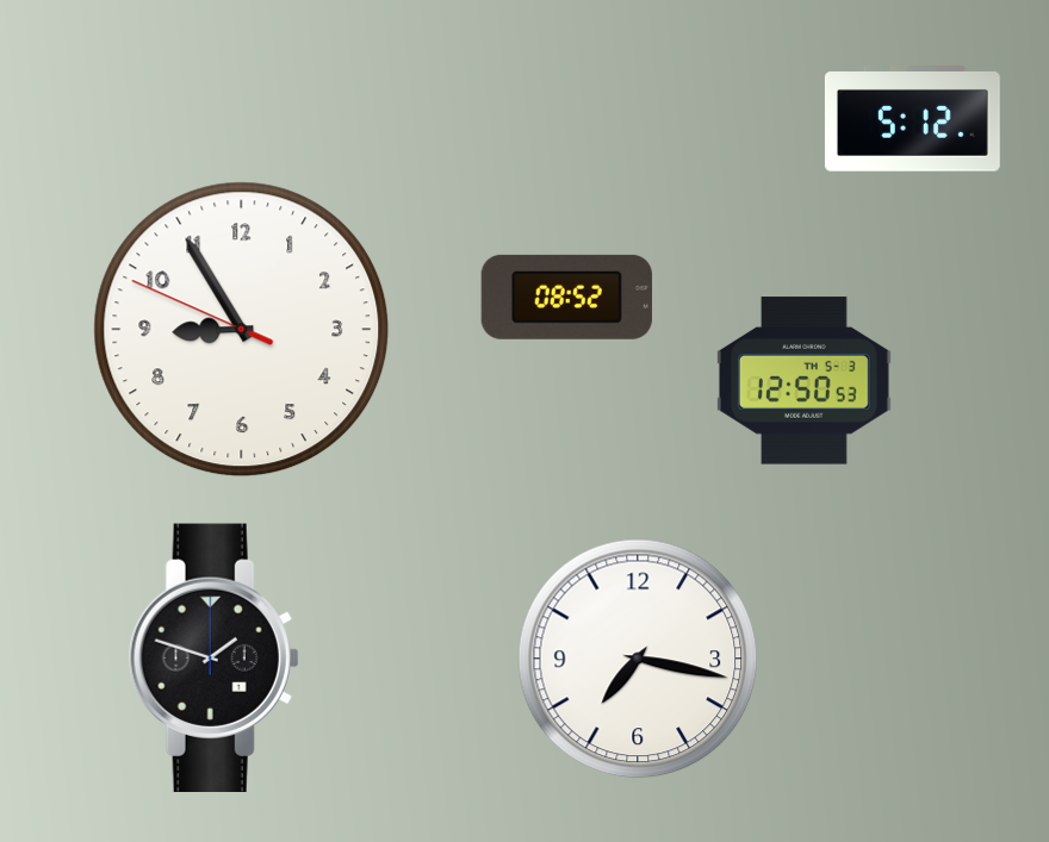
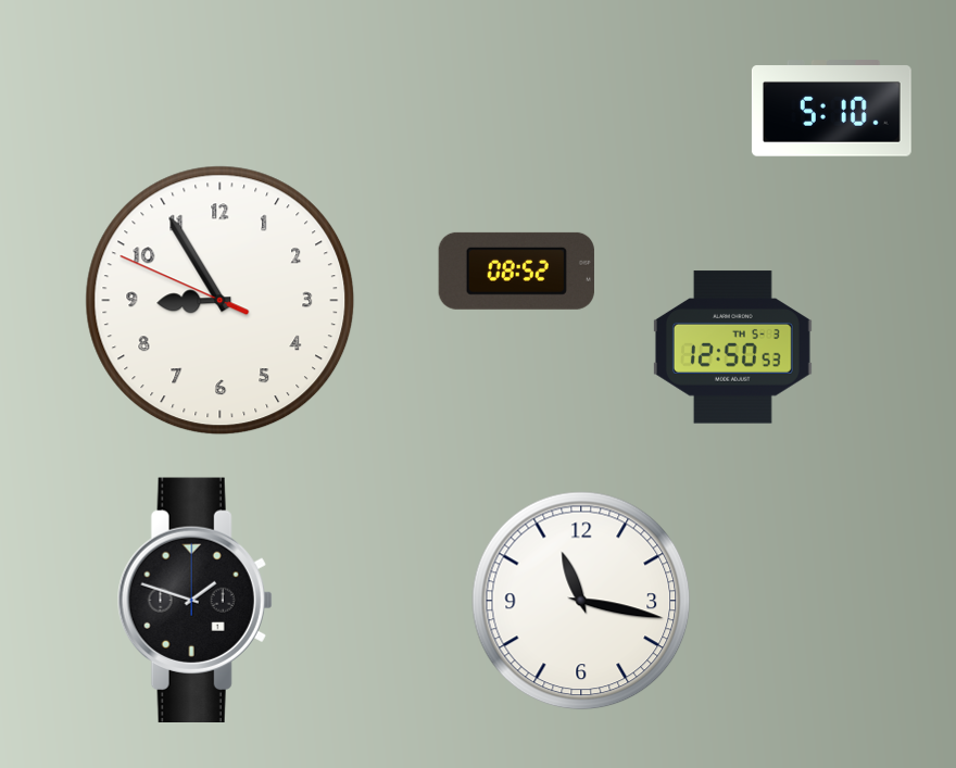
clock at (912, 119): 5:12 -> 5:10
clock at (638, 659): 7:17 -> 11:17
